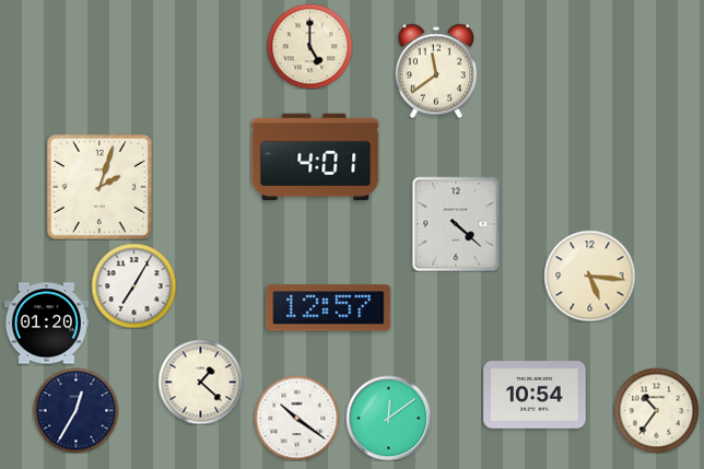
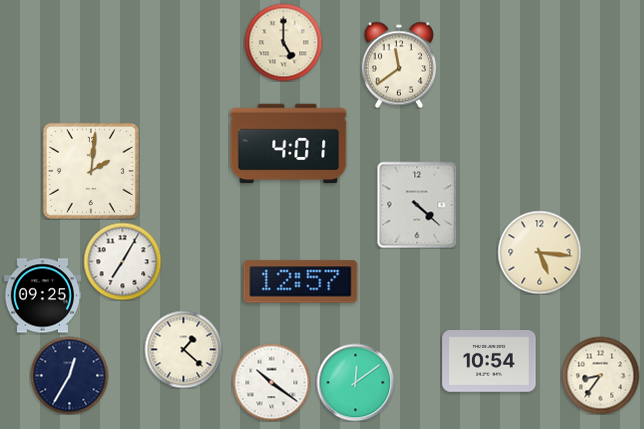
clock at (99, 187): 2:03 -> 2:01
clock at (46, 324): 01:20 -> 09:25
clock at (656, 410): 10:36 -> 8:36
